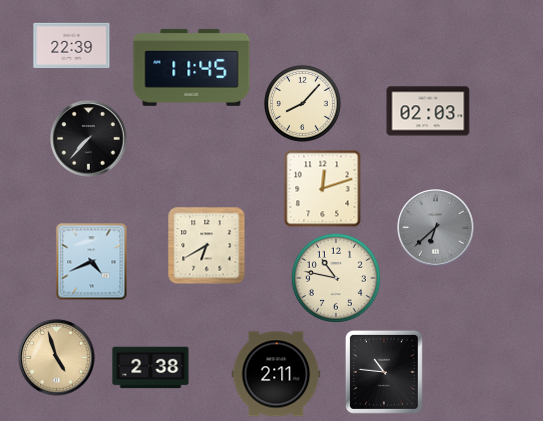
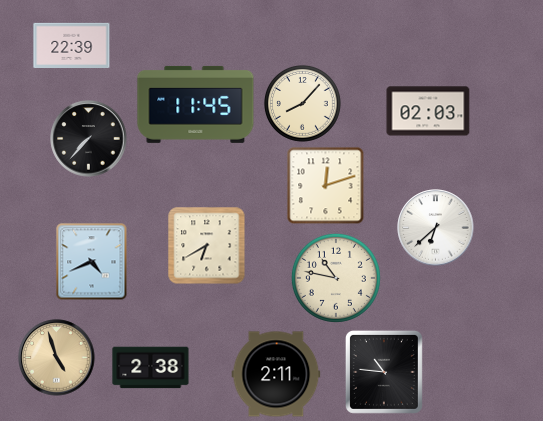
clock at (192, 67) position: (192, 67) -> (196, 104)
clock at (322, 188) position: (322, 188) -> (325, 185)
clock at (436, 228) dial: grey -> white
